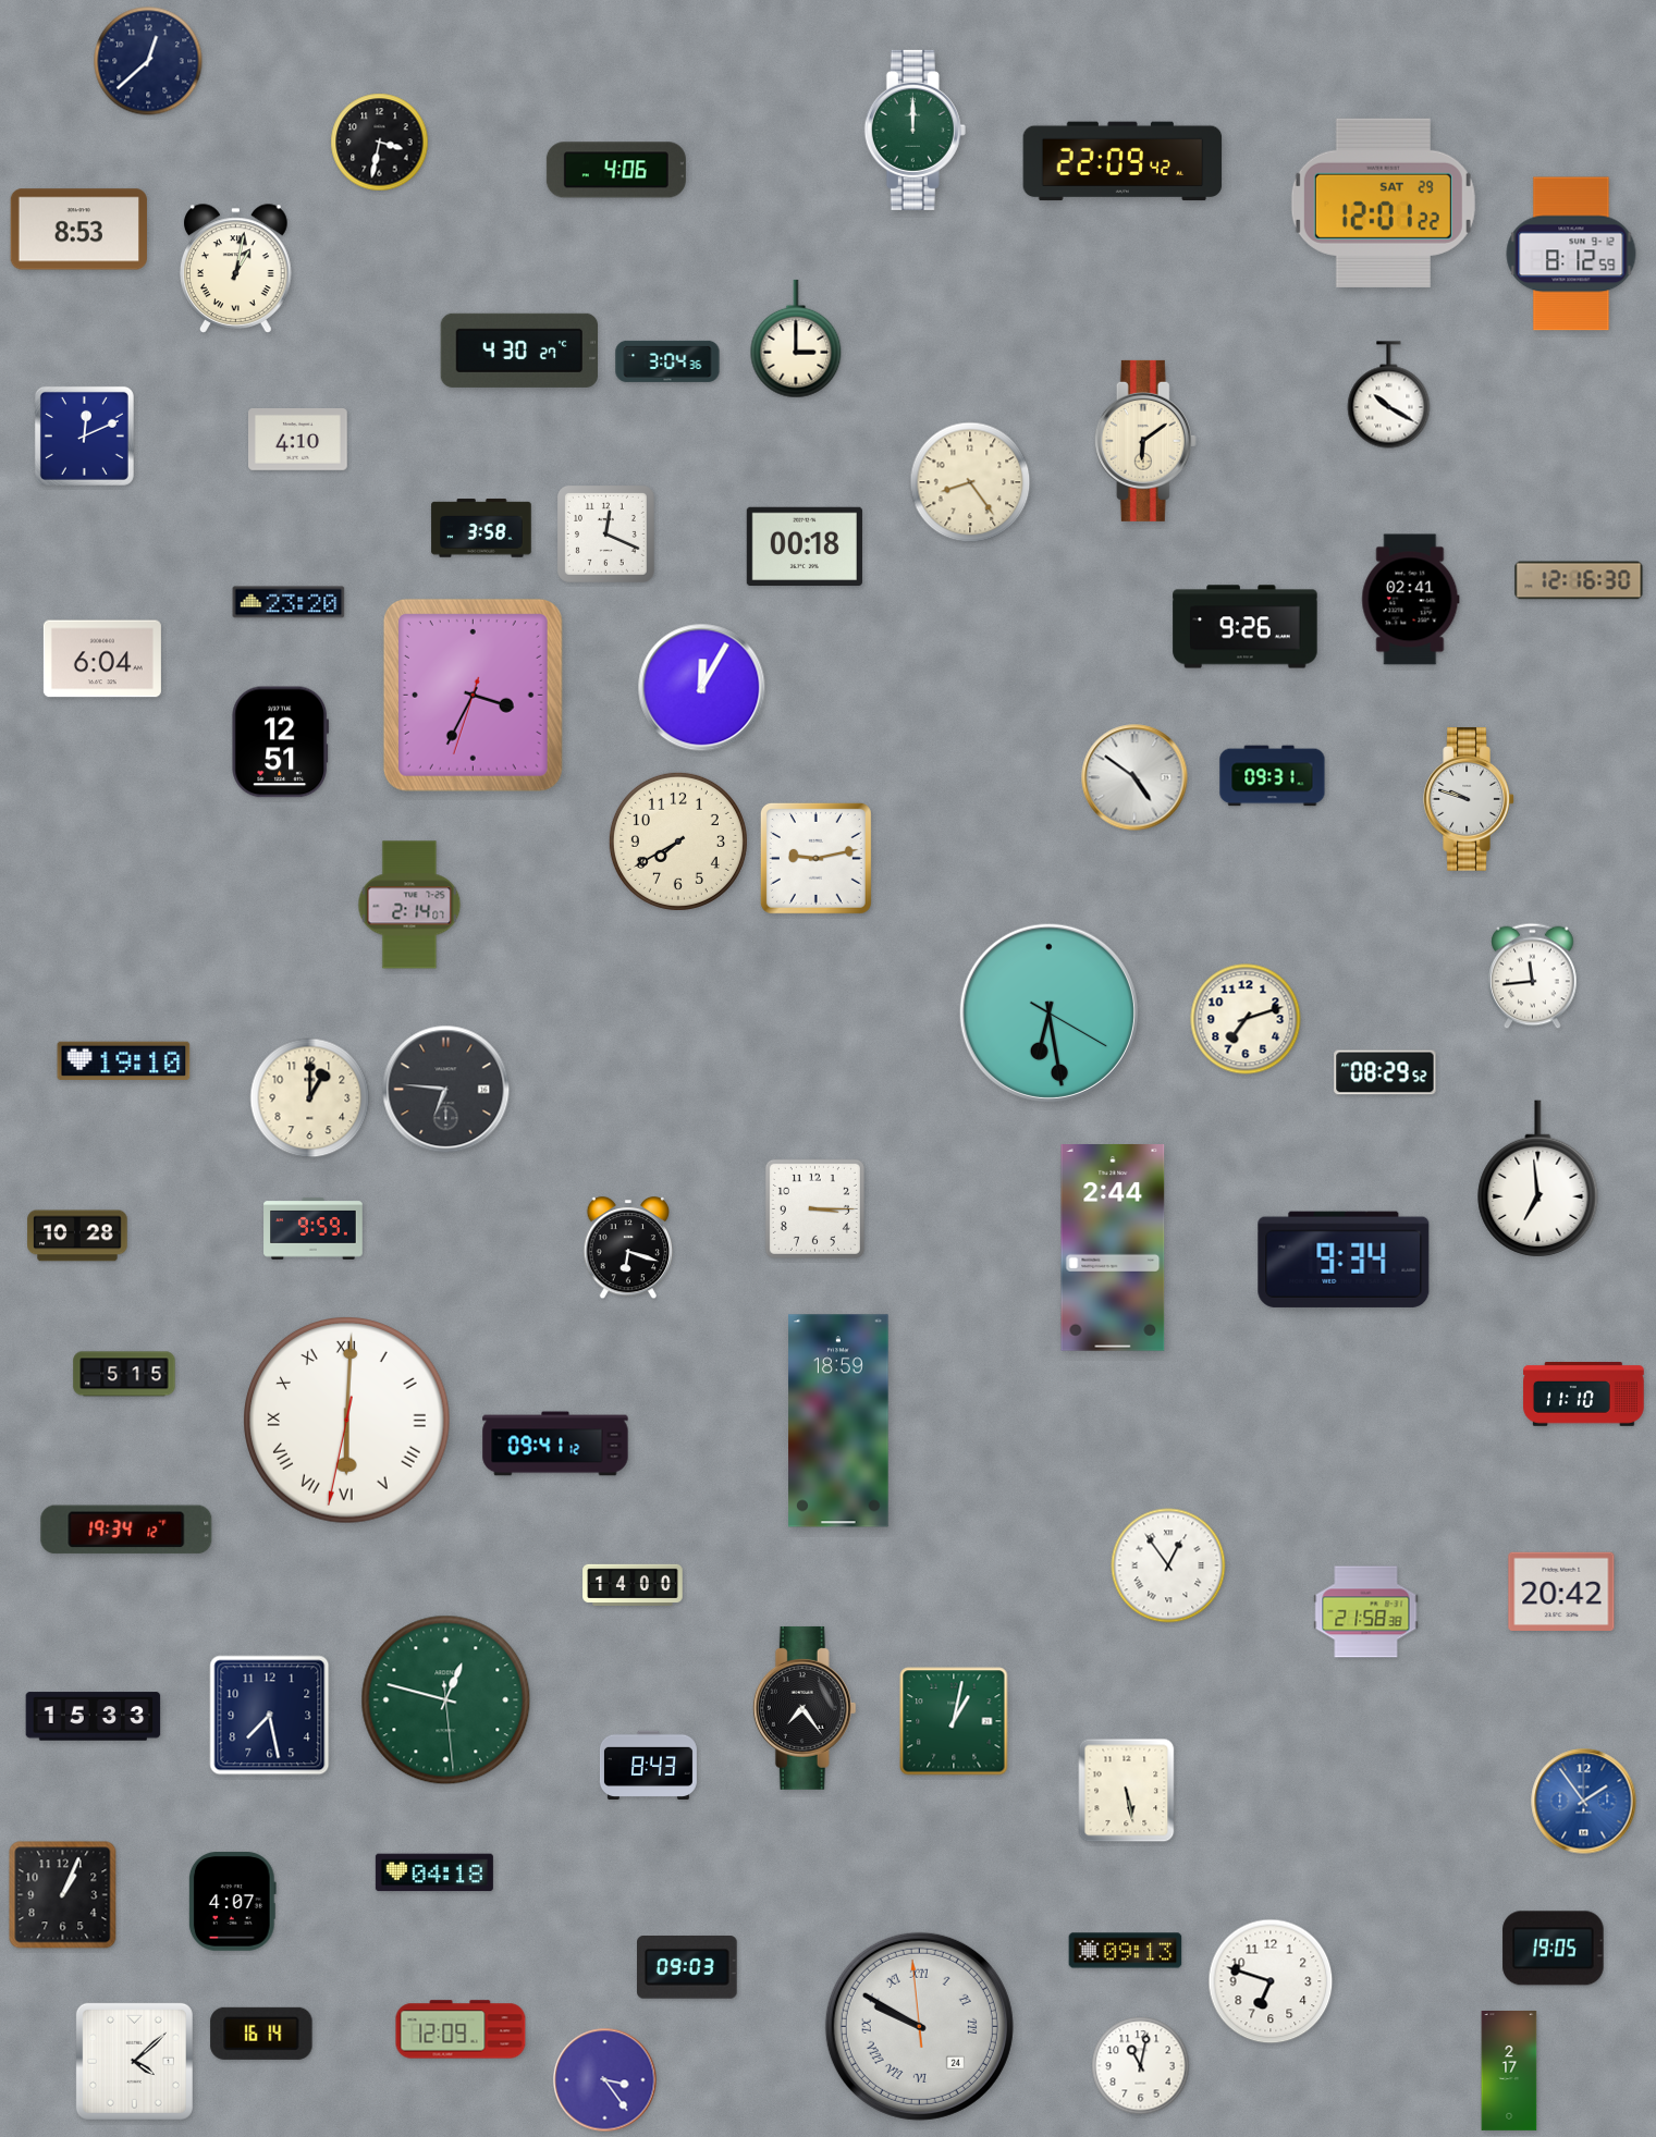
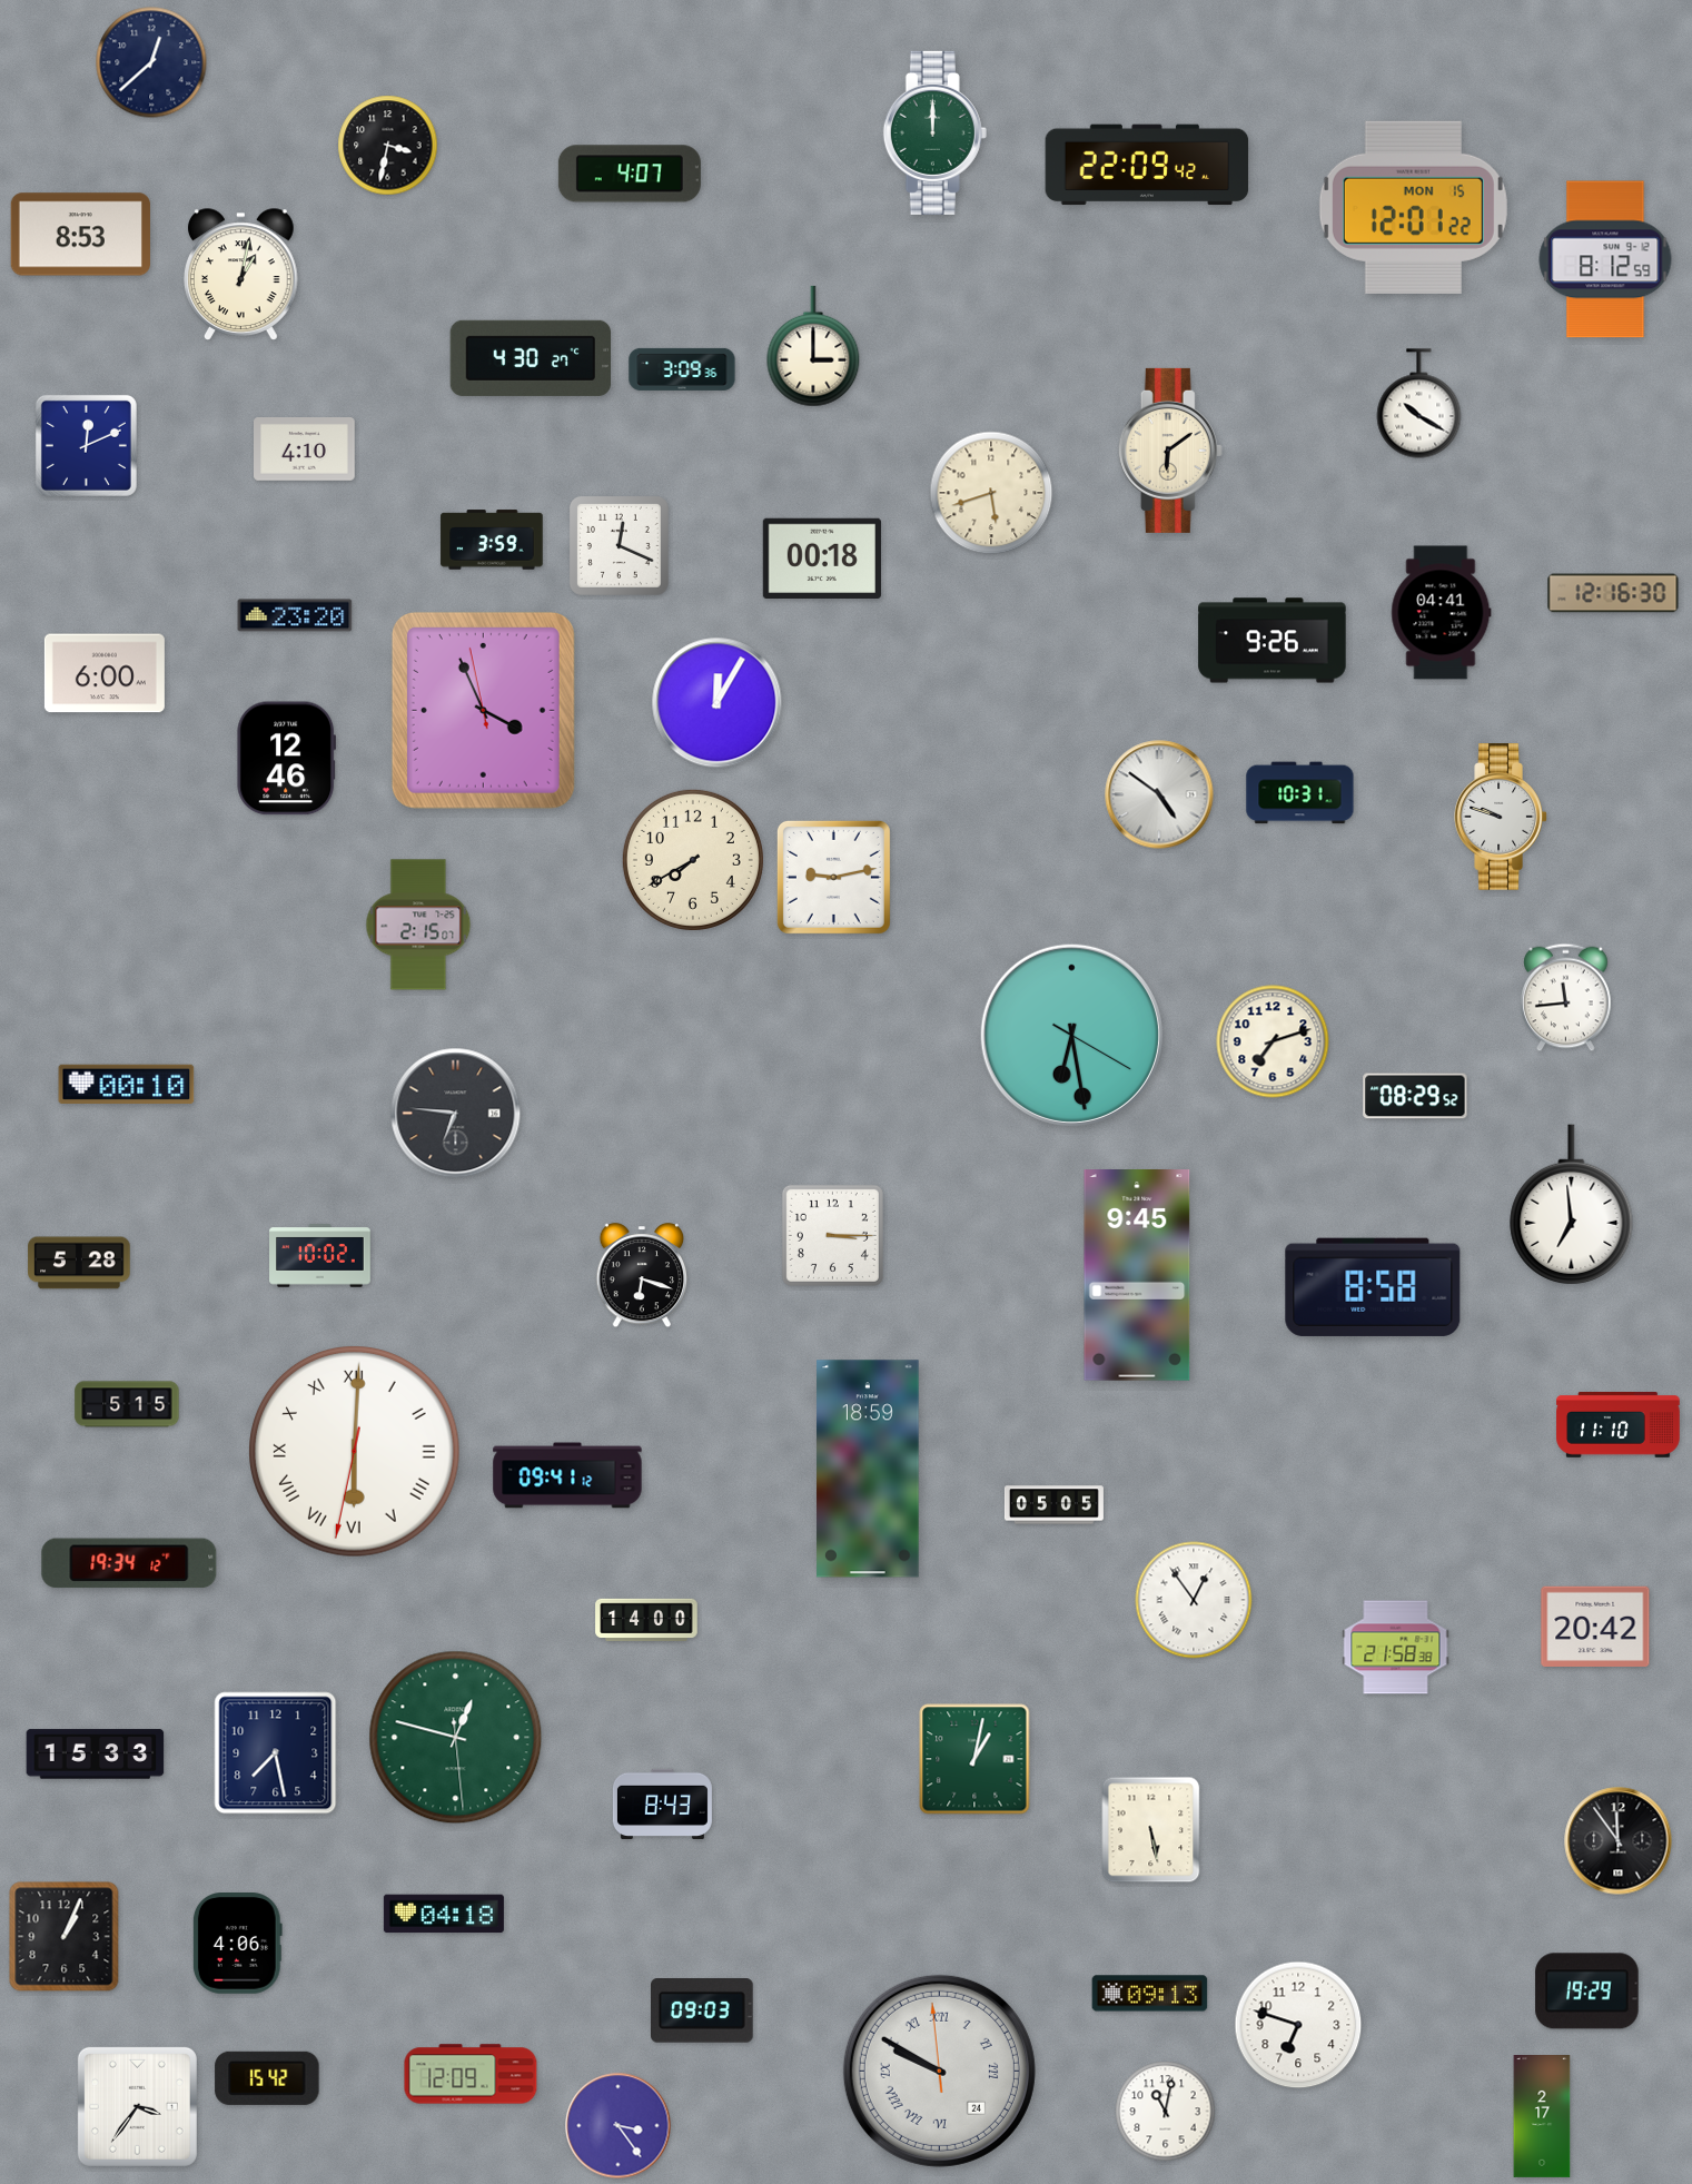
clock at (616, 170): 4:06 -> 4:07
clock at (1383, 202) date: SAT 29 -> MON 15
clock at (667, 361): 3:04 -> 3:09
clock at (970, 482): 8:24 -> 5:42
clock at (481, 528): 3:58 -> 3:59
clock at (1411, 600): 02:41 -> 04:41
clock at (102, 659): 6:04 -> 6:00
clock at (473, 695): 3:34 -> 3:55
clock at (281, 742): 12:51 -> 12:46
clock at (1273, 776): 09:31 -> 10:31
clock at (409, 905): 2:14 -> 2:15
clock at (124, 1061): 19:10 -> 00:10
clock at (310, 1098): 1:00 -> none
clock at (314, 1229): 9:59 -> 10:02
clock at (77, 1236): 10:28 -> 5:28
clock at (1113, 1249): 2:44 -> 9:45
clock at (1344, 1260): 9:34 -> 8:58
clock at (838, 1421) position: (838, 1421) -> (868, 1469)
clock at (1053, 1505): none -> 05:05
clock at (805, 1708): 7:24 -> none
clock at (1584, 1802): 1:54 -> 11:54
clock at (1584, 1802) dial: blue -> black
clock at (232, 1902): 4:07 -> 4:06
clock at (1554, 1949): 19:05 -> 19:29
clock at (261, 2034): 16:14 -> 15:42
clock at (134, 2061): 4:08 -> 3:36
